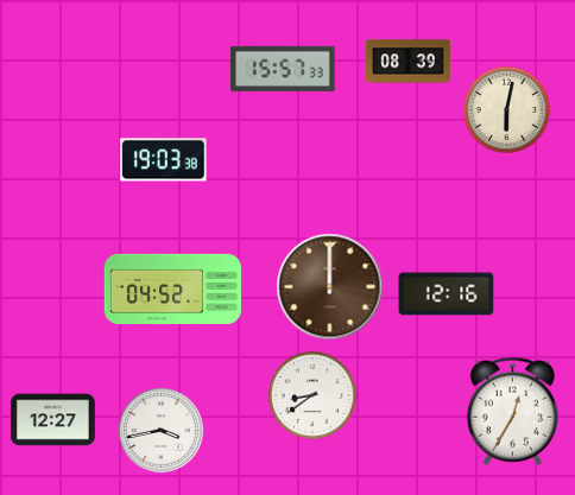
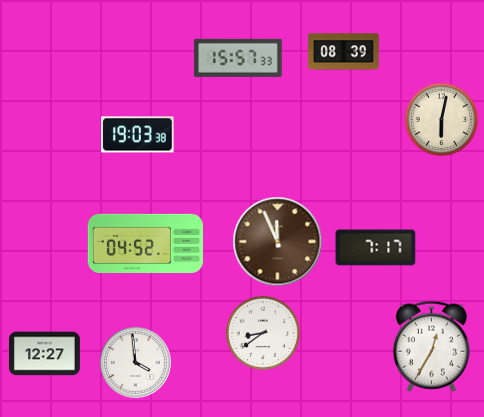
clock at (506, 109) position: (506, 109) -> (441, 119)
clock at (330, 287): 12:00 -> 11:56
clock at (447, 294): 12:16 -> 7:17
clock at (160, 430): 3:43 -> 3:59
